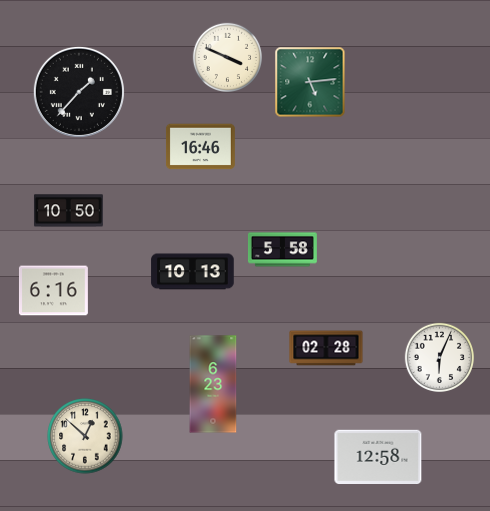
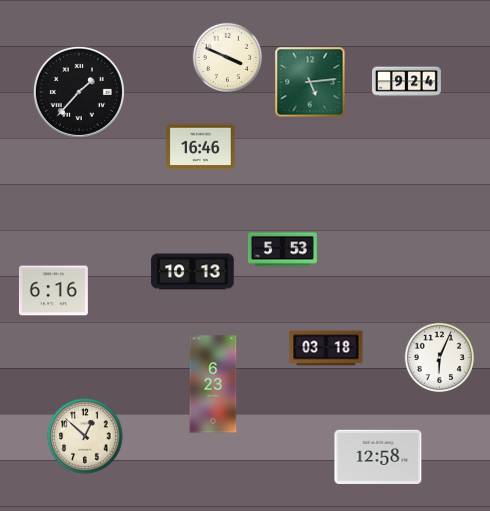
clock at (407, 82): none -> 9:24
clock at (68, 211): 10:50 -> none
clock at (282, 250): 5:58 -> 5:53
clock at (326, 348): 02:28 -> 03:18
